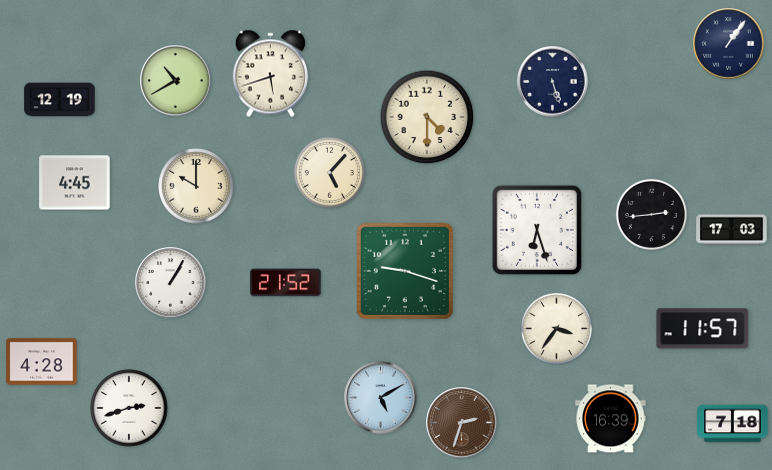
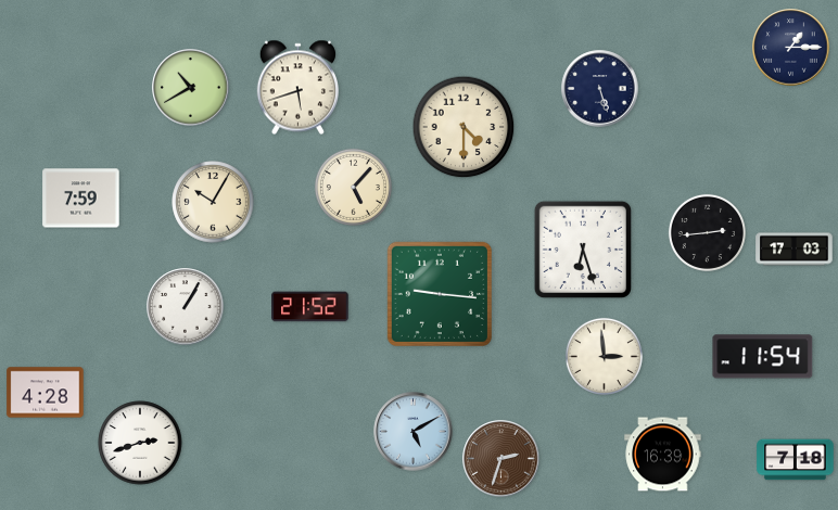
clock at (729, 44): 1:06 -> 1:15
clock at (270, 74) position: (270, 74) -> (297, 88)
clock at (60, 100): 12:19 -> none
clock at (329, 172) position: (329, 172) -> (353, 187)
clock at (75, 183): 4:45 -> 7:59
clock at (196, 186): 10:00 -> 10:05
clock at (404, 270): 9:18 -> 9:16
clock at (556, 328): 3:36 -> 2:59
clock at (703, 329): 11:57 -> 11:54
